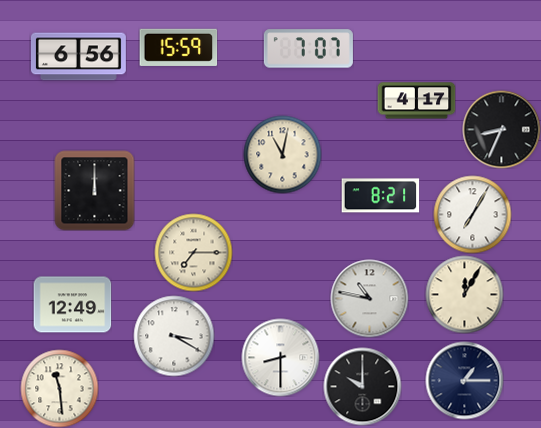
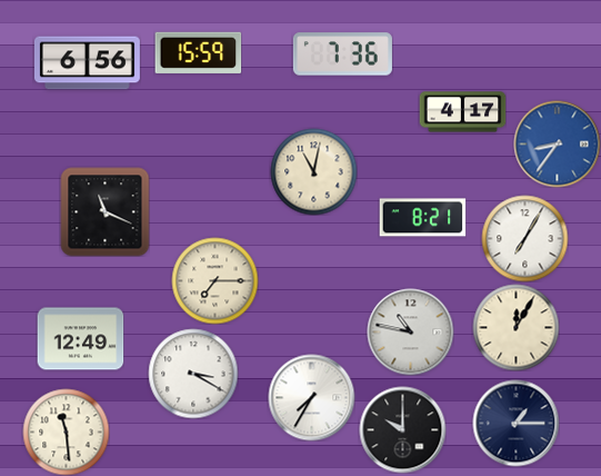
clock at (308, 49): 7:07 -> 7:36
clock at (501, 129): 8:34 -> 8:36
clock at (501, 129) dial: black -> blue
clock at (94, 190): 12:00 -> 11:19
clock at (280, 357): 8:30 -> 7:35
